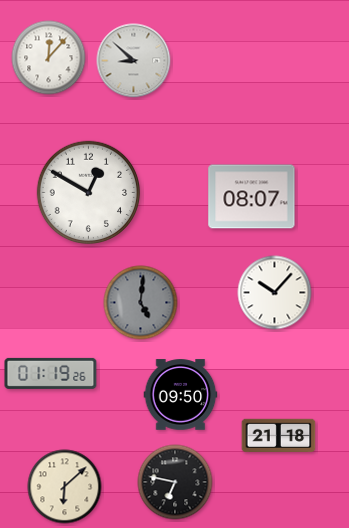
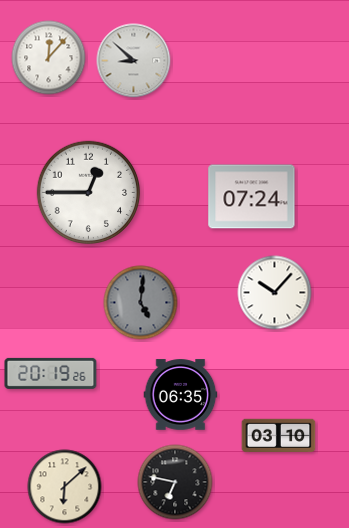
clock at (89, 193): 12:50 -> 12:45
clock at (252, 197): 08:07 -> 07:24
clock at (51, 373): 01:19 -> 20:19
clock at (181, 395): 09:50 -> 06:35
clock at (279, 435): 21:18 -> 03:10
